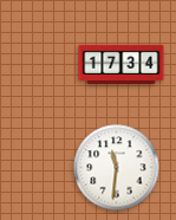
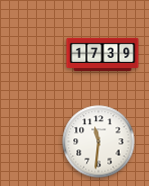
clock at (122, 65): 17:34 -> 17:39
